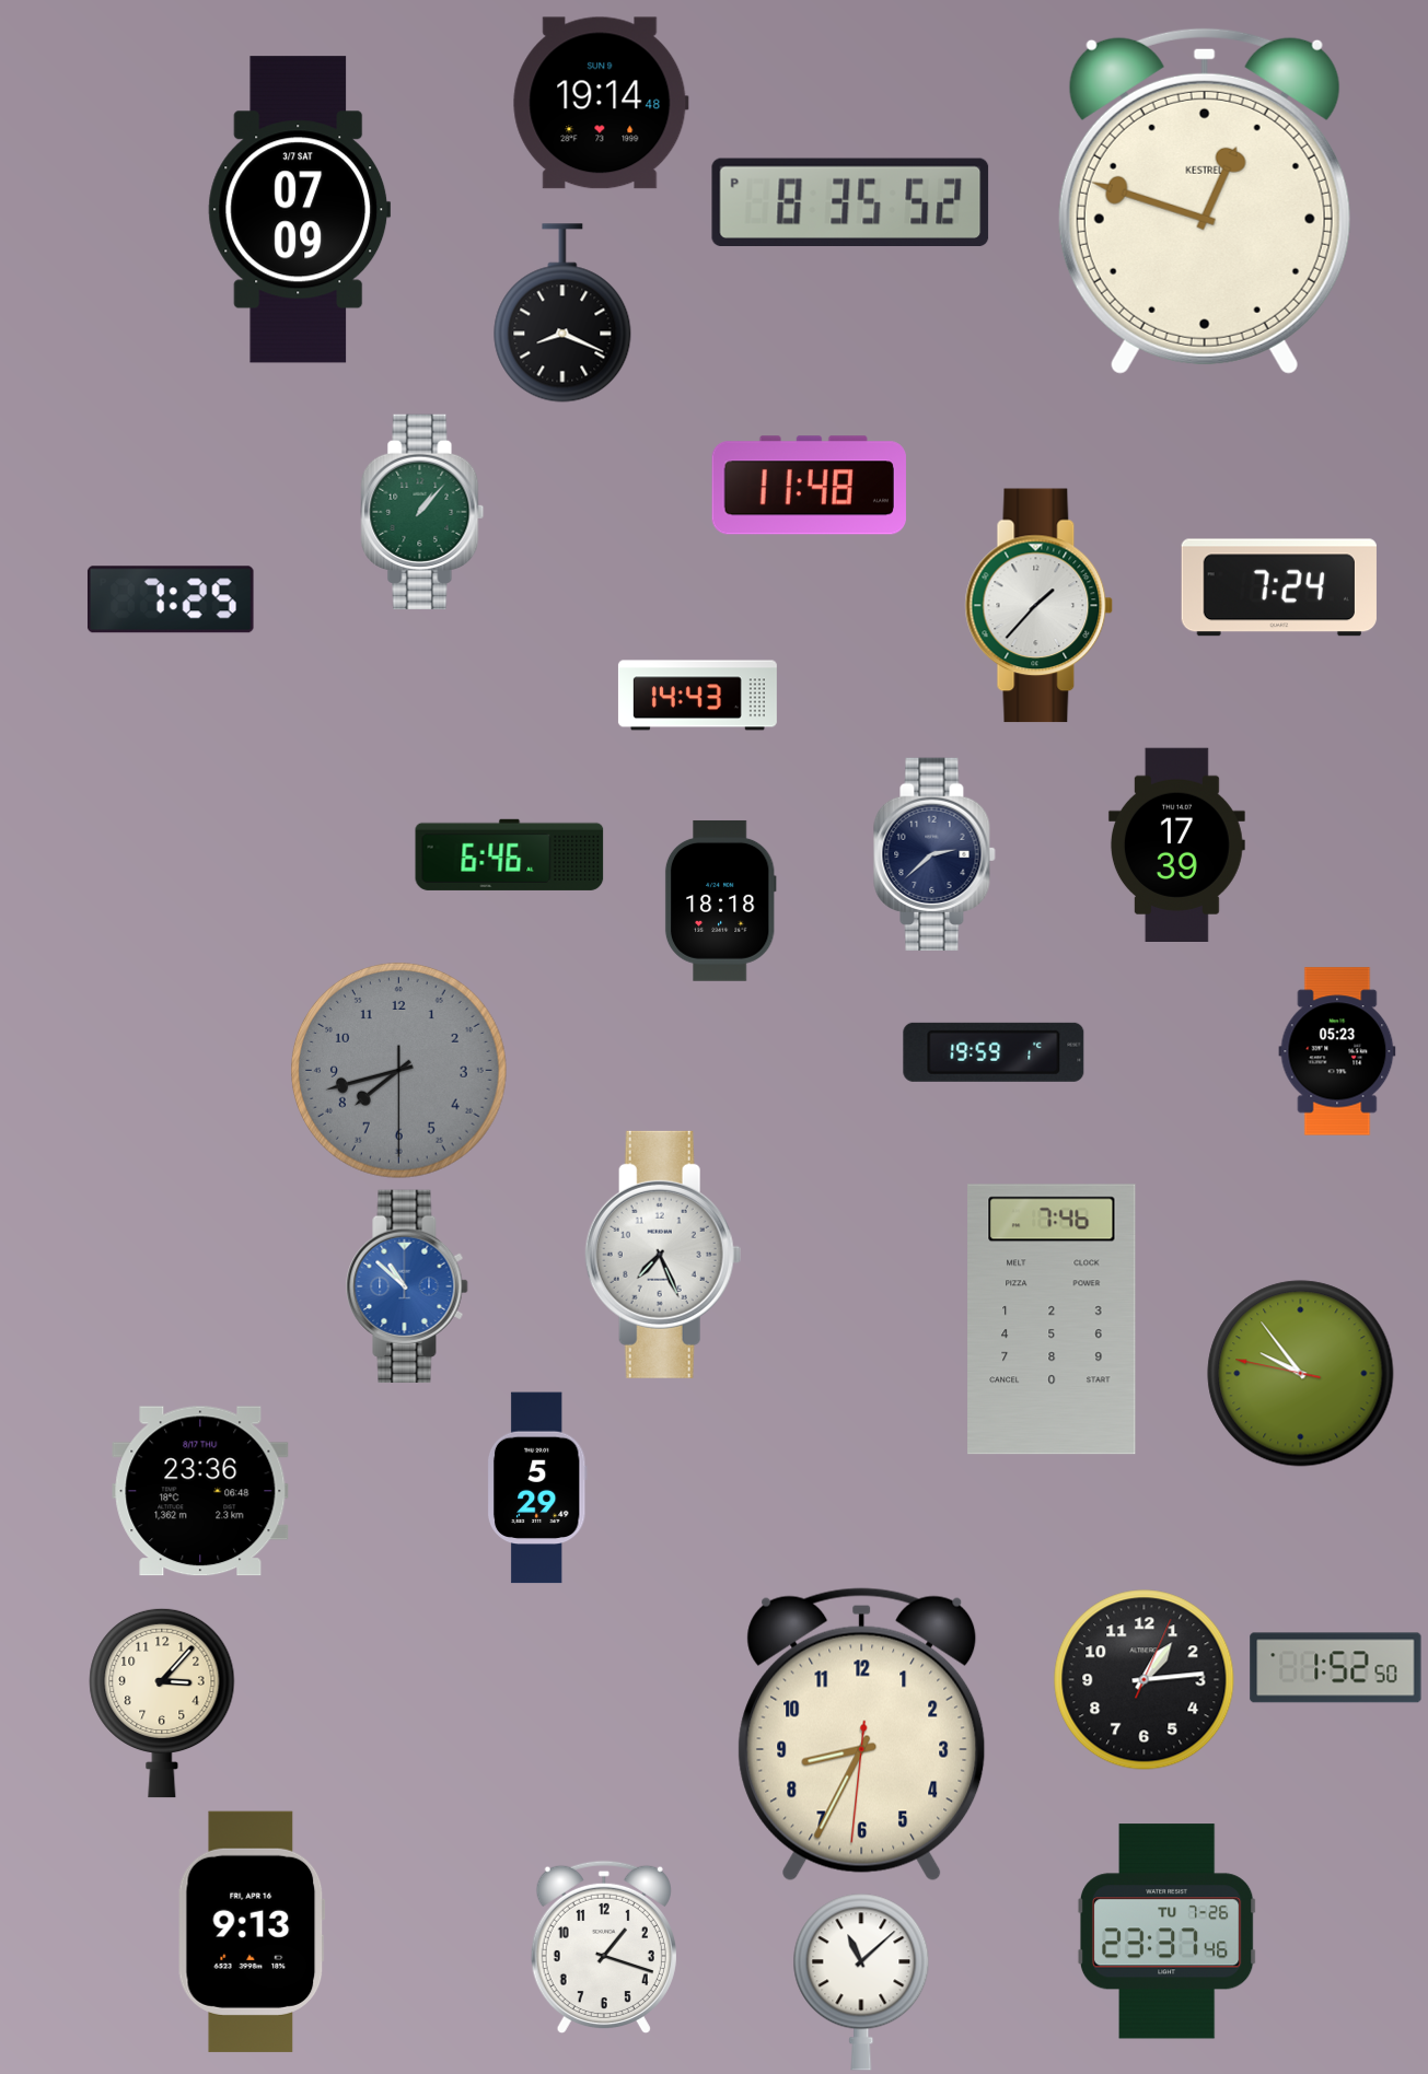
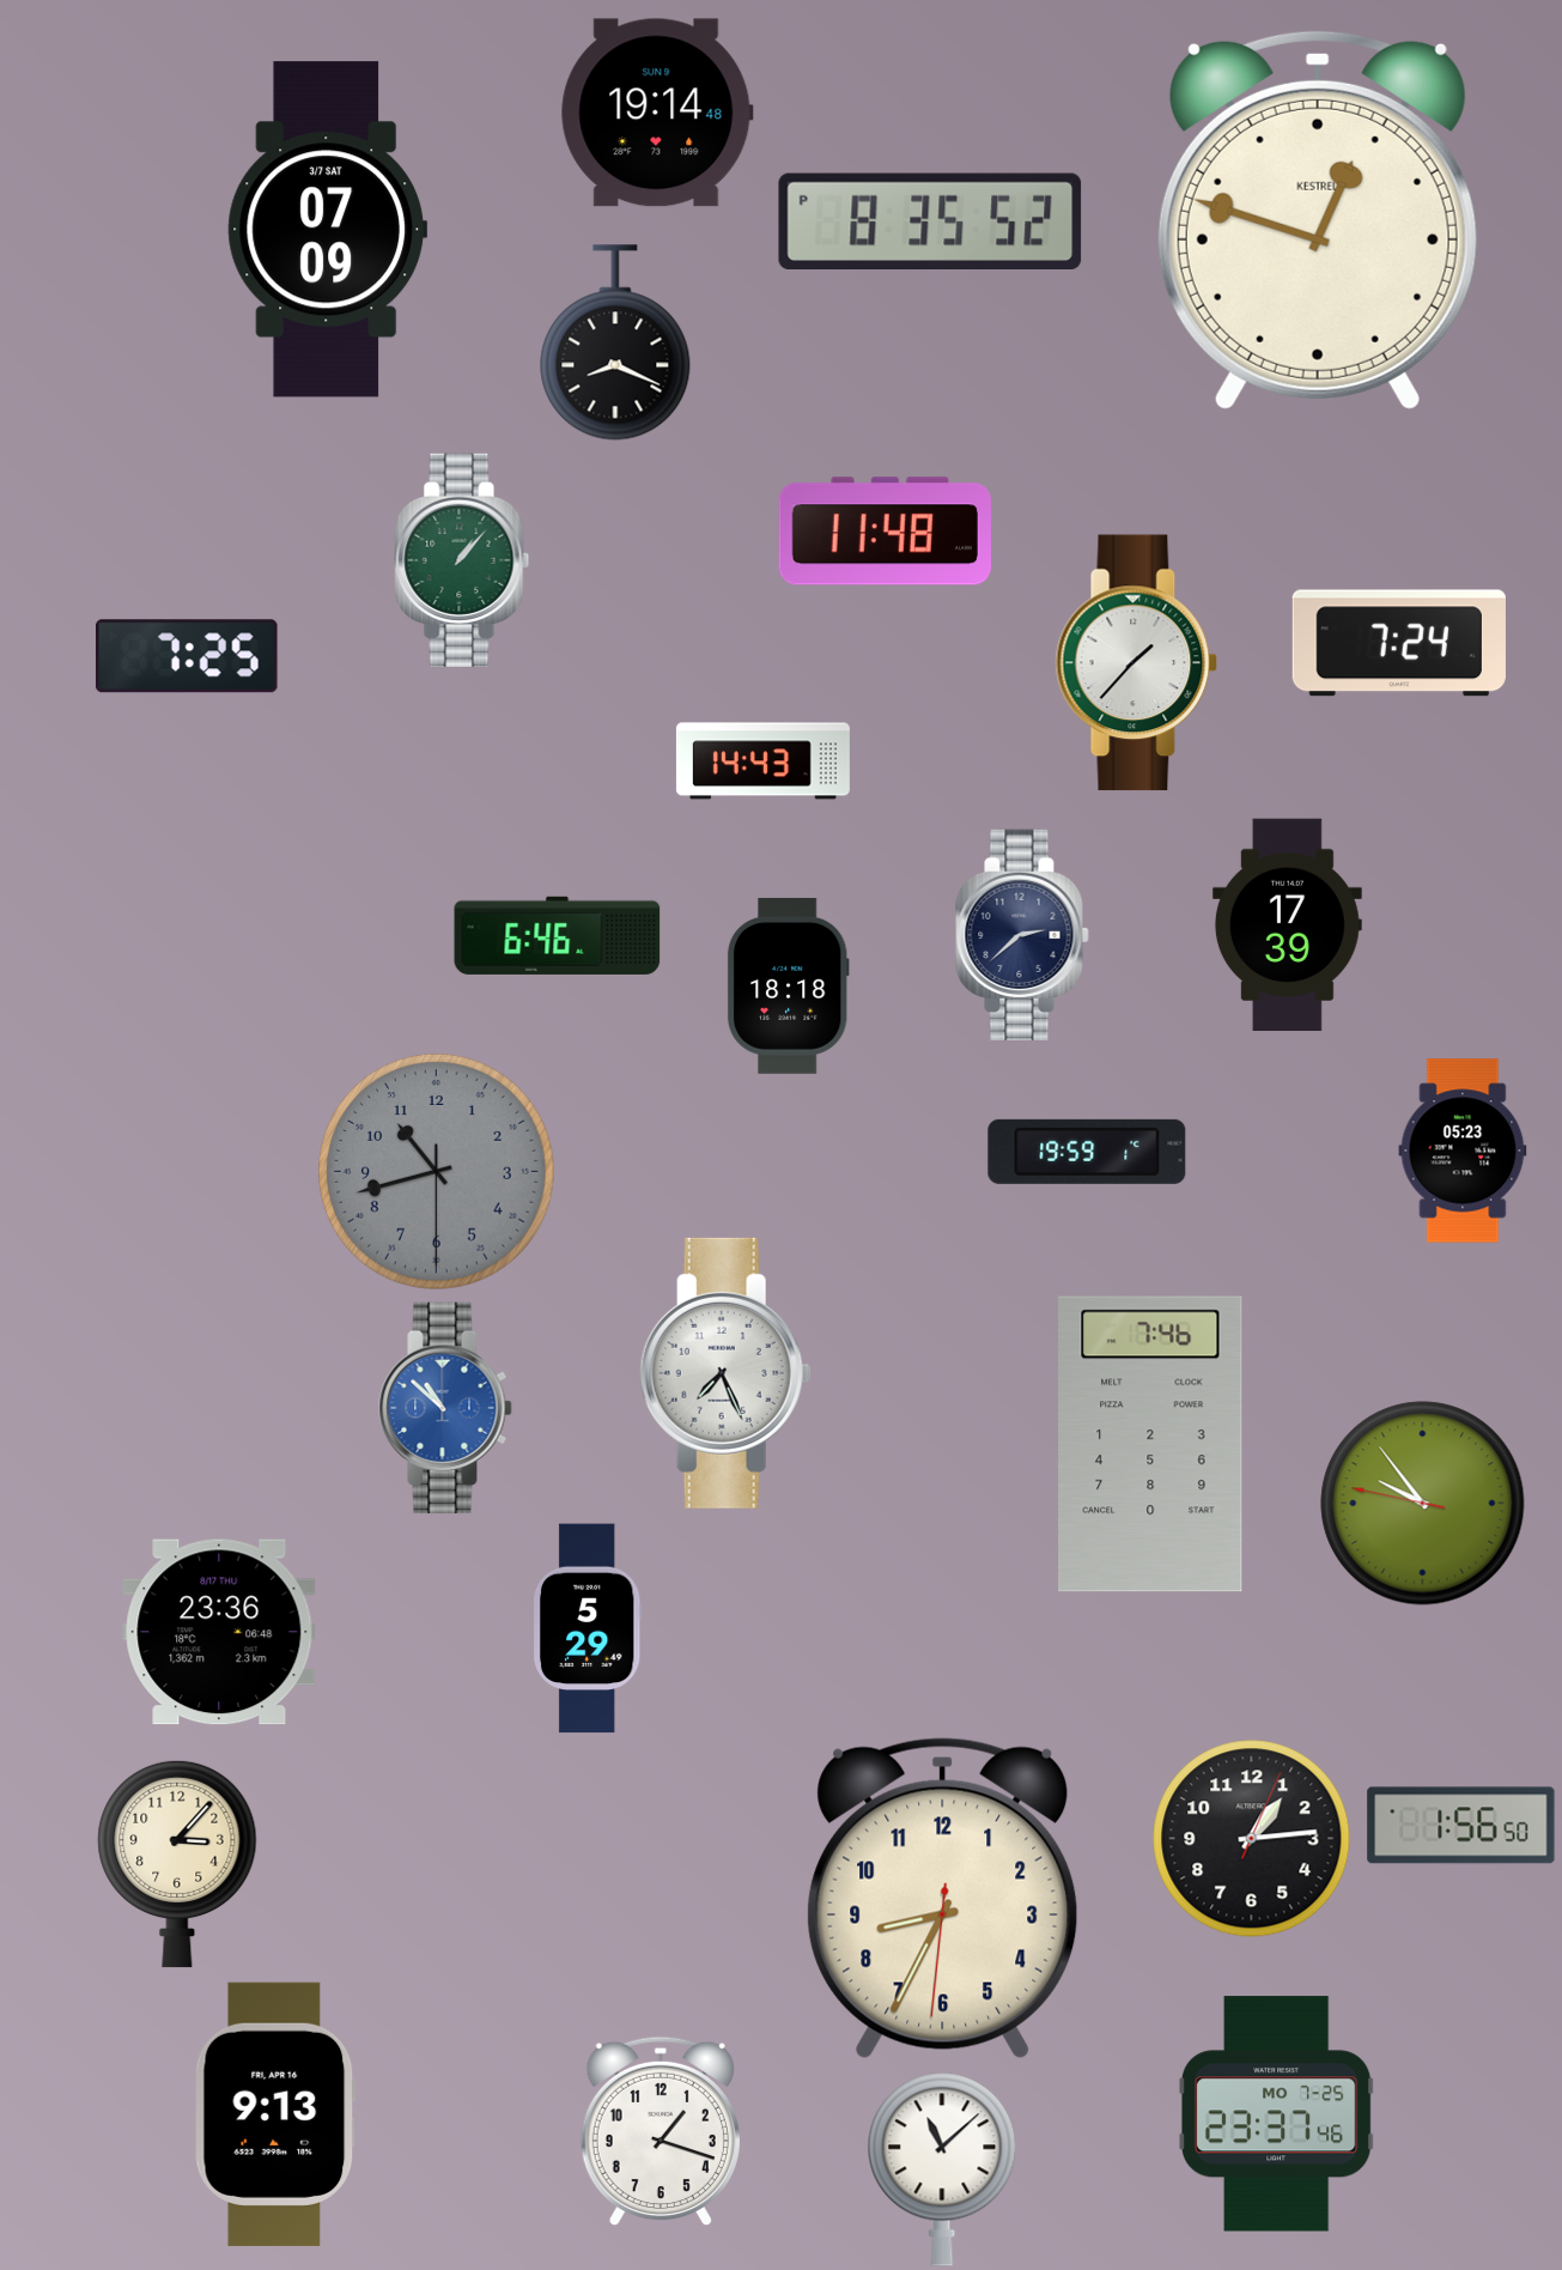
clock at (399, 1071): 7:42 -> 10:42
clock at (1336, 1668): 1:52 -> 1:56
clock at (1166, 1932) date: TU 7-26 -> MO 7-25
